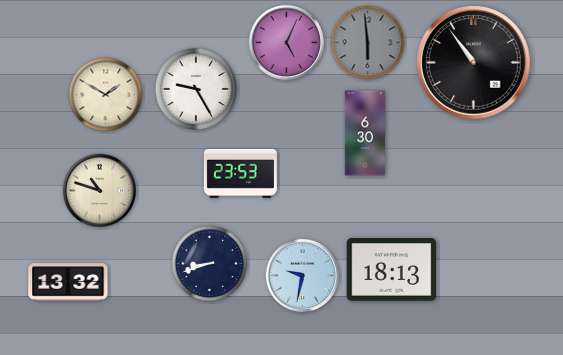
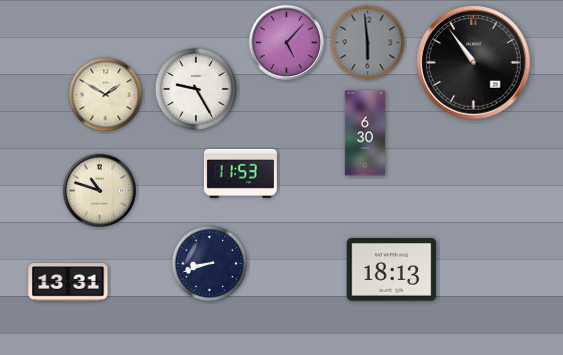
clock at (286, 42): 5:04 -> 5:07
clock at (240, 173): 23:53 -> 11:53
clock at (302, 275): 9:32 -> none
clock at (68, 282): 13:32 -> 13:31
